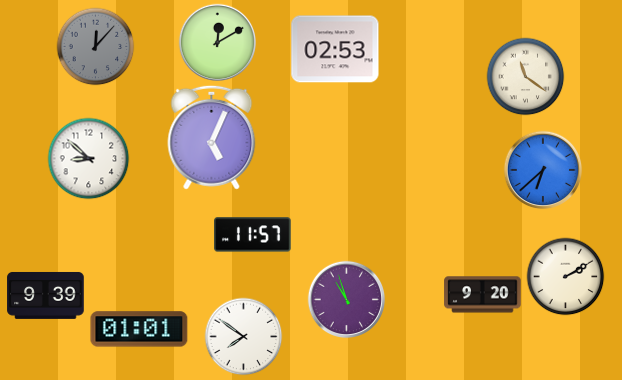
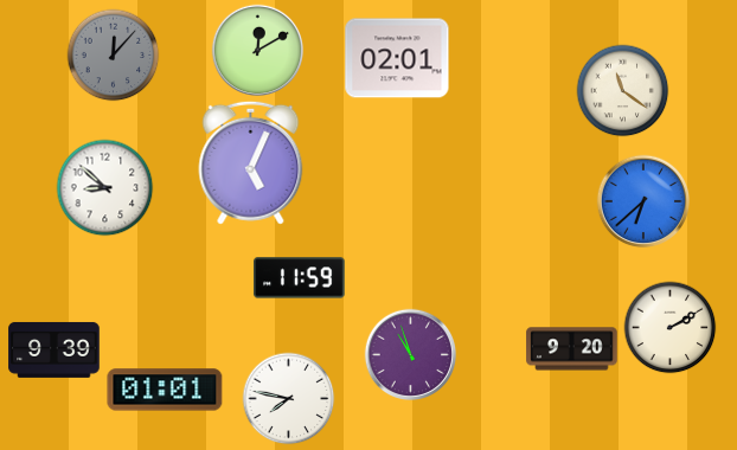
clock at (335, 49): 02:53 -> 02:01
clock at (253, 235): 11:57 -> 11:59
clock at (243, 336): 7:51 -> 7:47
